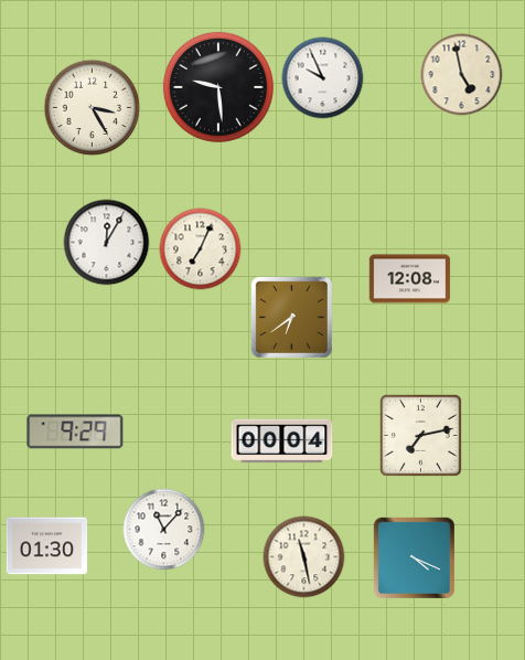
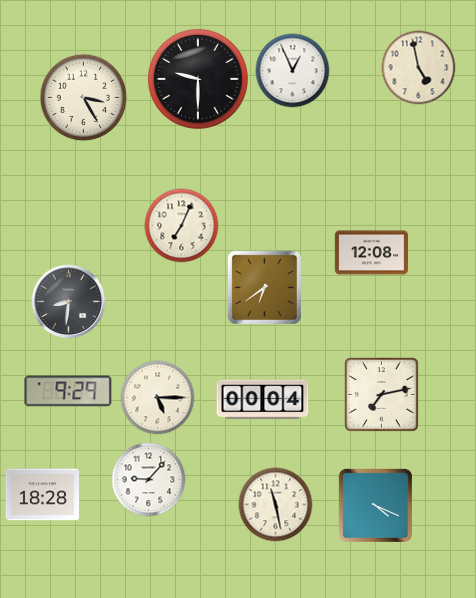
clock at (323, 78): 9:56 -> 12:56
clock at (218, 87): 9:29 -> 9:30
clock at (107, 243): 12:05 -> none
clock at (69, 302): none -> 8:31
clock at (158, 398): none -> 5:15
clock at (282, 441) position: (282, 441) -> (263, 400)
clock at (164, 530): 11:07 -> 9:07
clock at (47, 546): 01:30 -> 18:28
